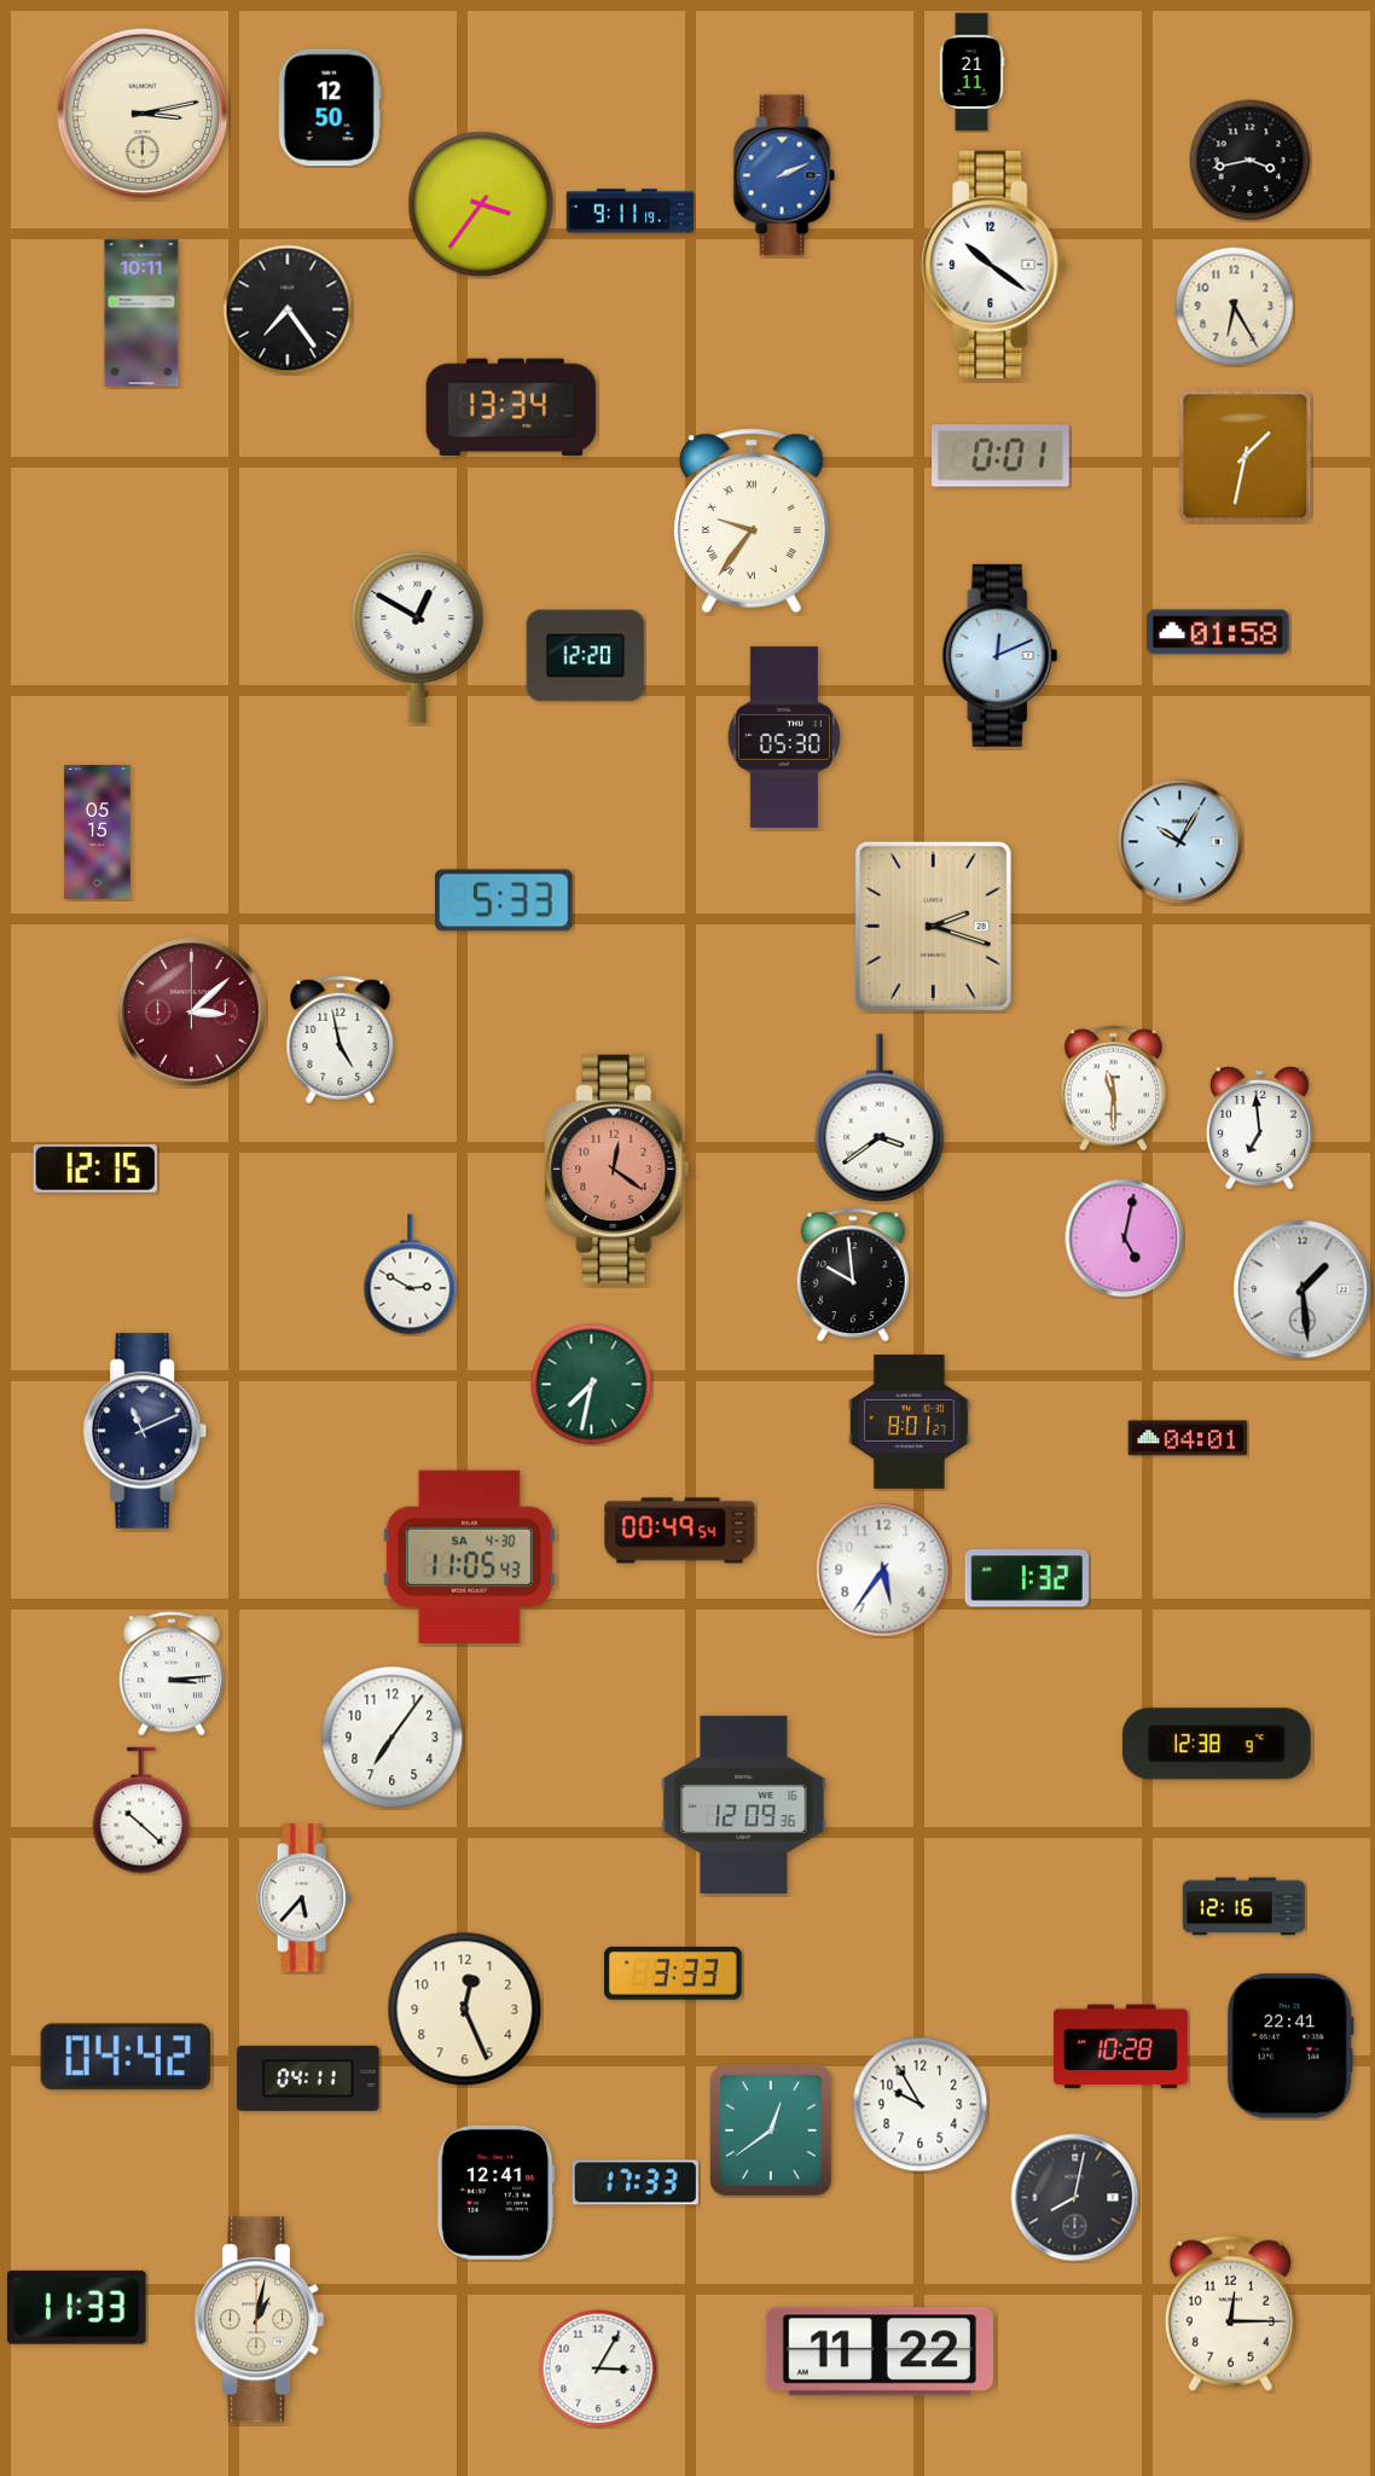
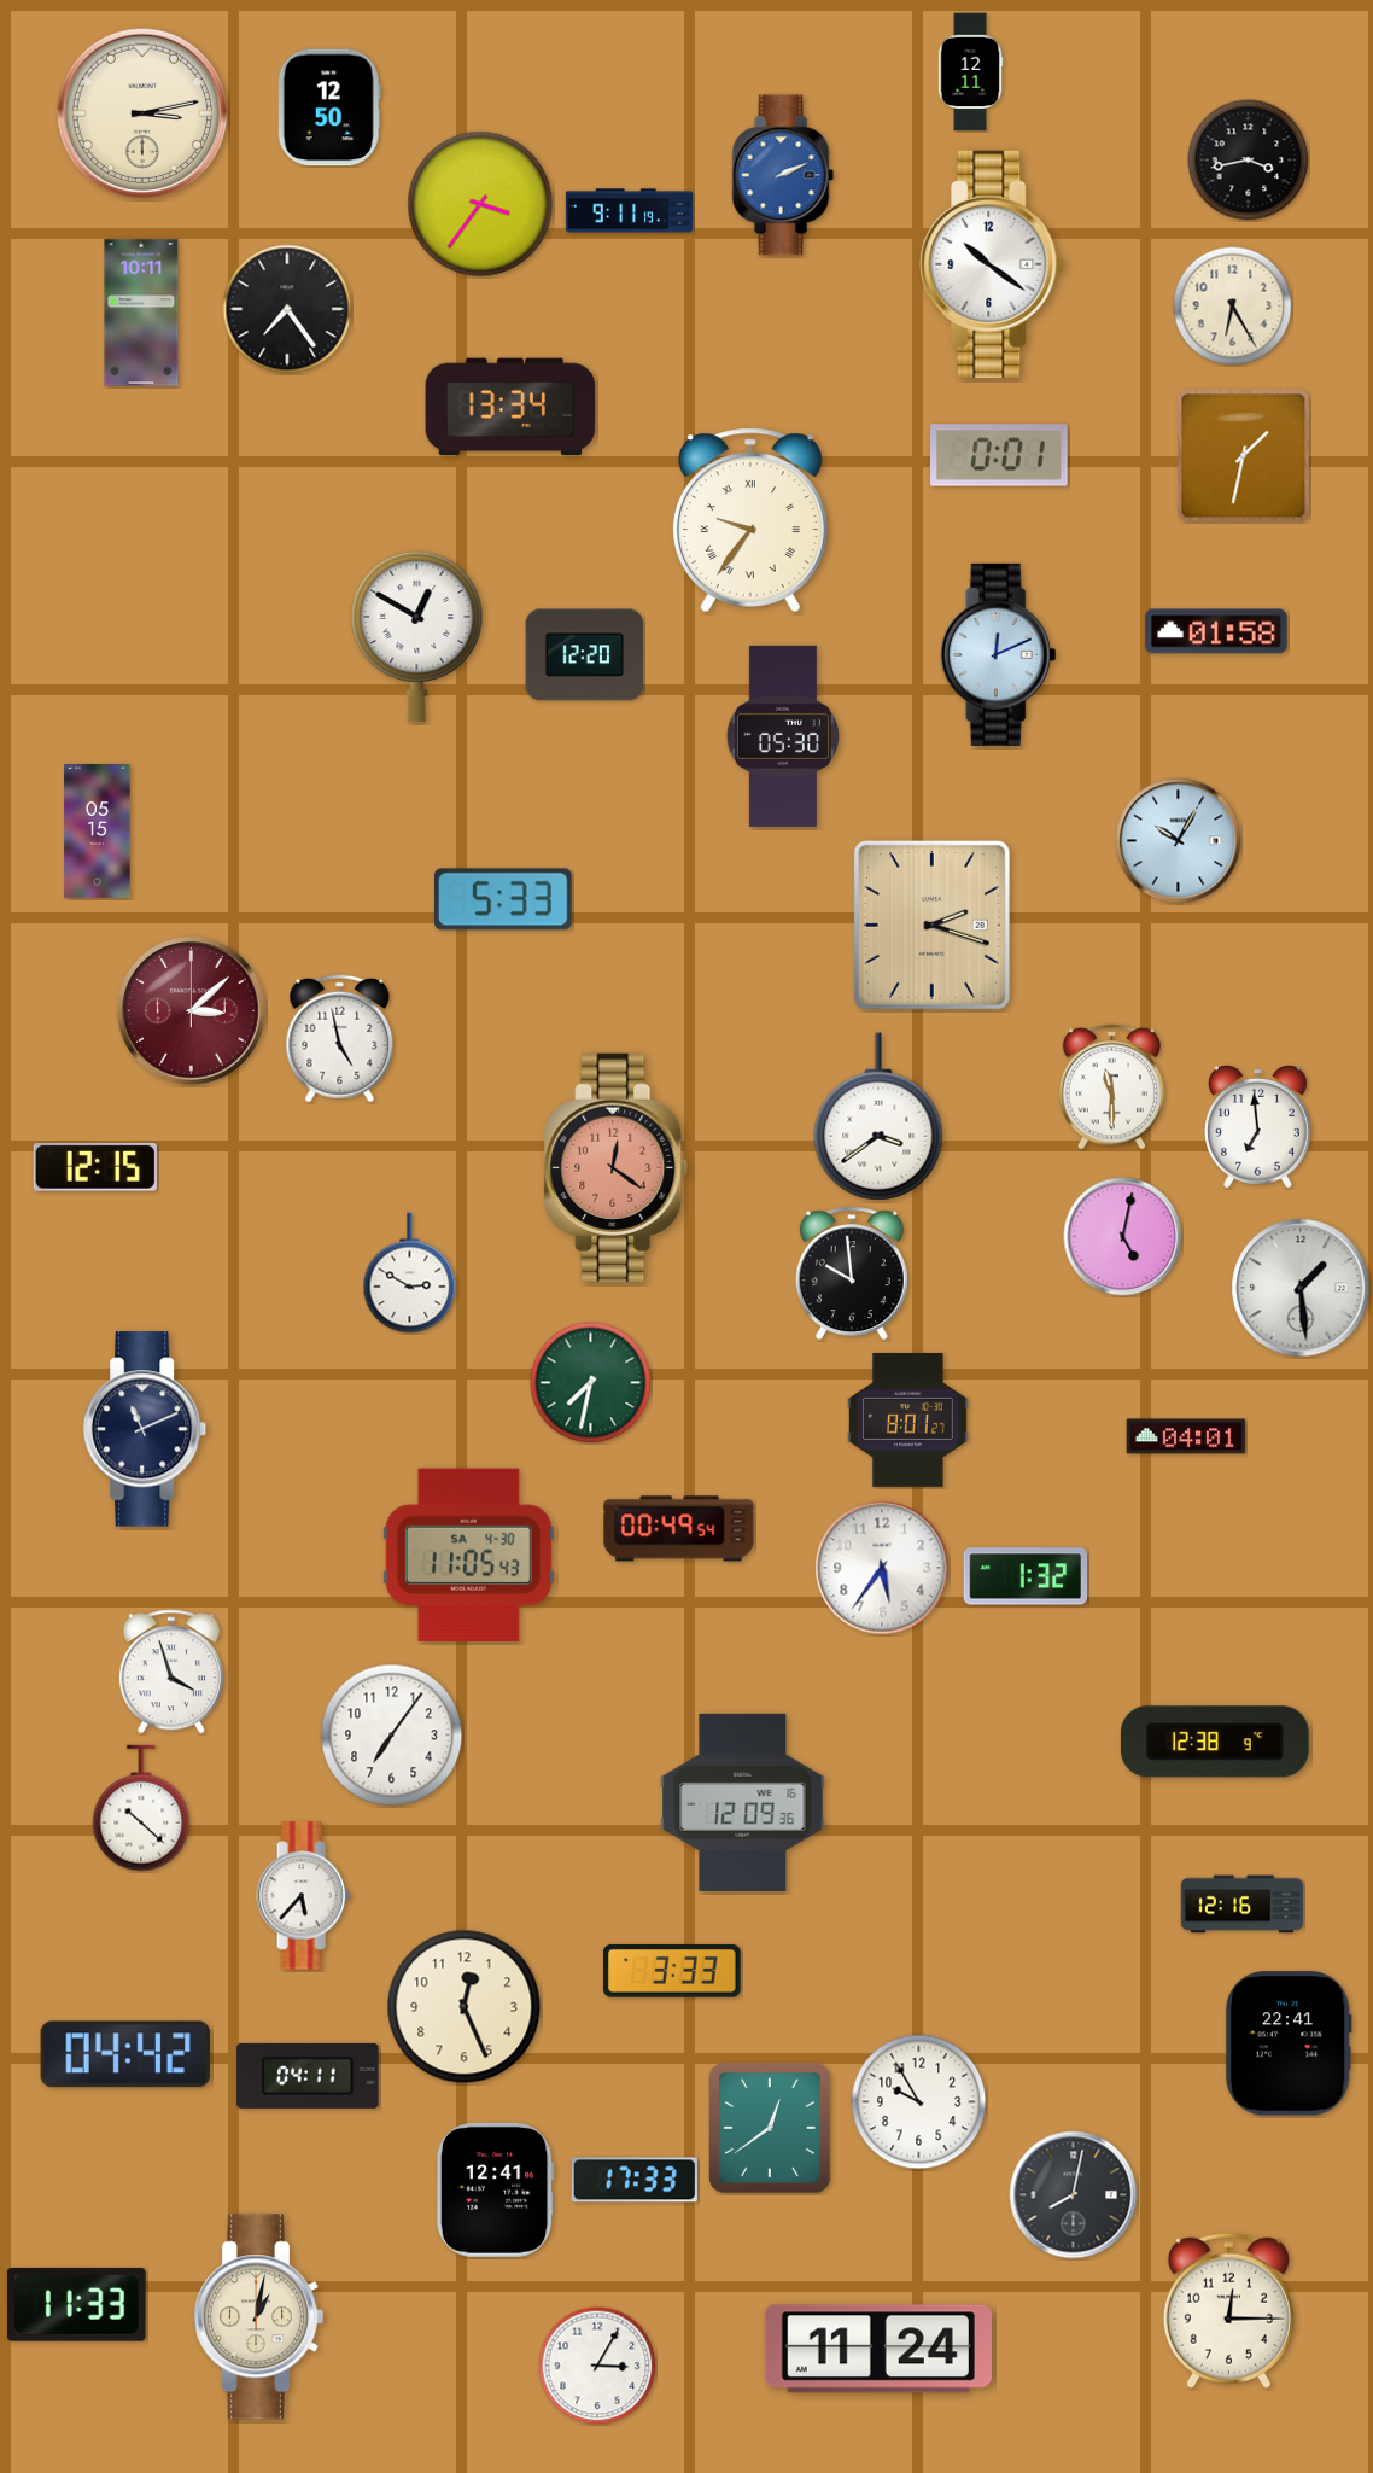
clock at (971, 73): 21:11 -> 12:11
clock at (172, 1674): 3:14 -> 3:57
clock at (1121, 2047): 10:28 -> none
clock at (880, 2352): 11:22 -> 11:24
